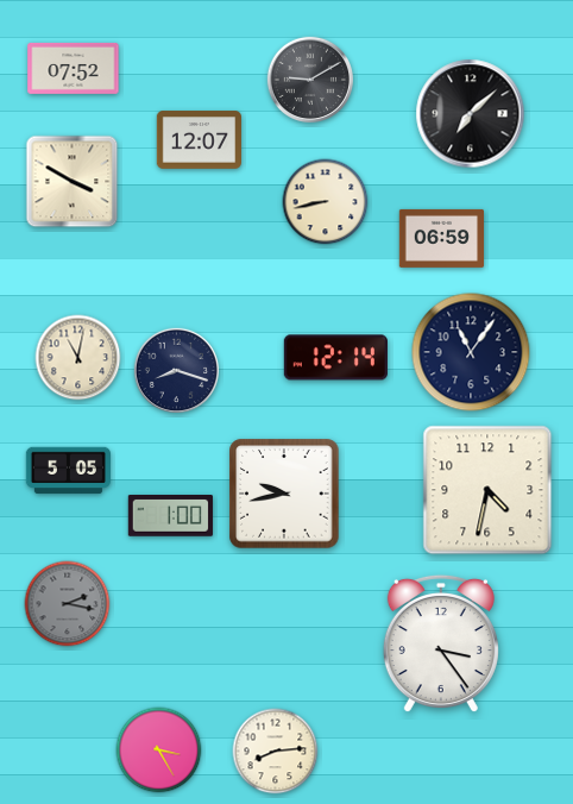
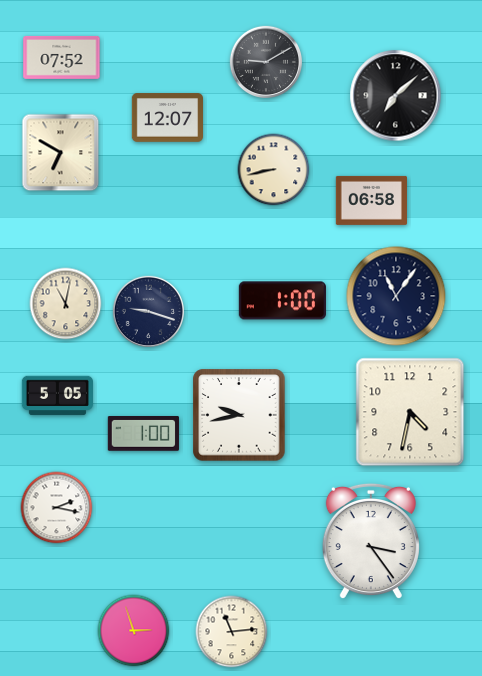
clock at (309, 78) position: (309, 78) -> (265, 61)
clock at (73, 182): 3:50 -> 6:50
clock at (441, 238): 06:59 -> 06:58
clock at (78, 358) position: (78, 358) -> (66, 304)
clock at (335, 358): 12:14 -> 1:00
clock at (176, 370): 8:18 -> 9:18
clock at (68, 604) dial: grey -> white
clock at (159, 750): 3:25 -> 2:57
clock at (276, 752): 8:14 -> 11:14
